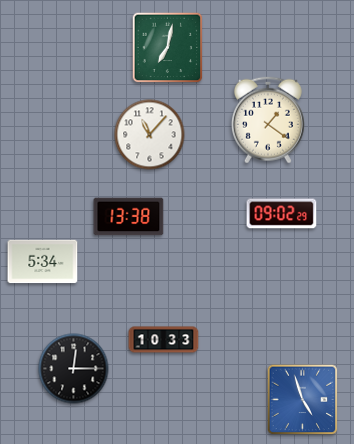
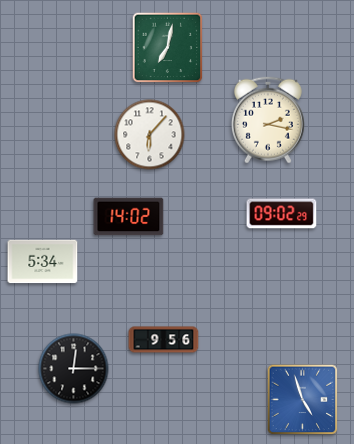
clock at (268, 120): 1:21 -> 2:17
clock at (150, 135): 11:07 -> 6:07
clock at (129, 217): 13:38 -> 14:02
clock at (164, 340): 10:33 -> 9:56
